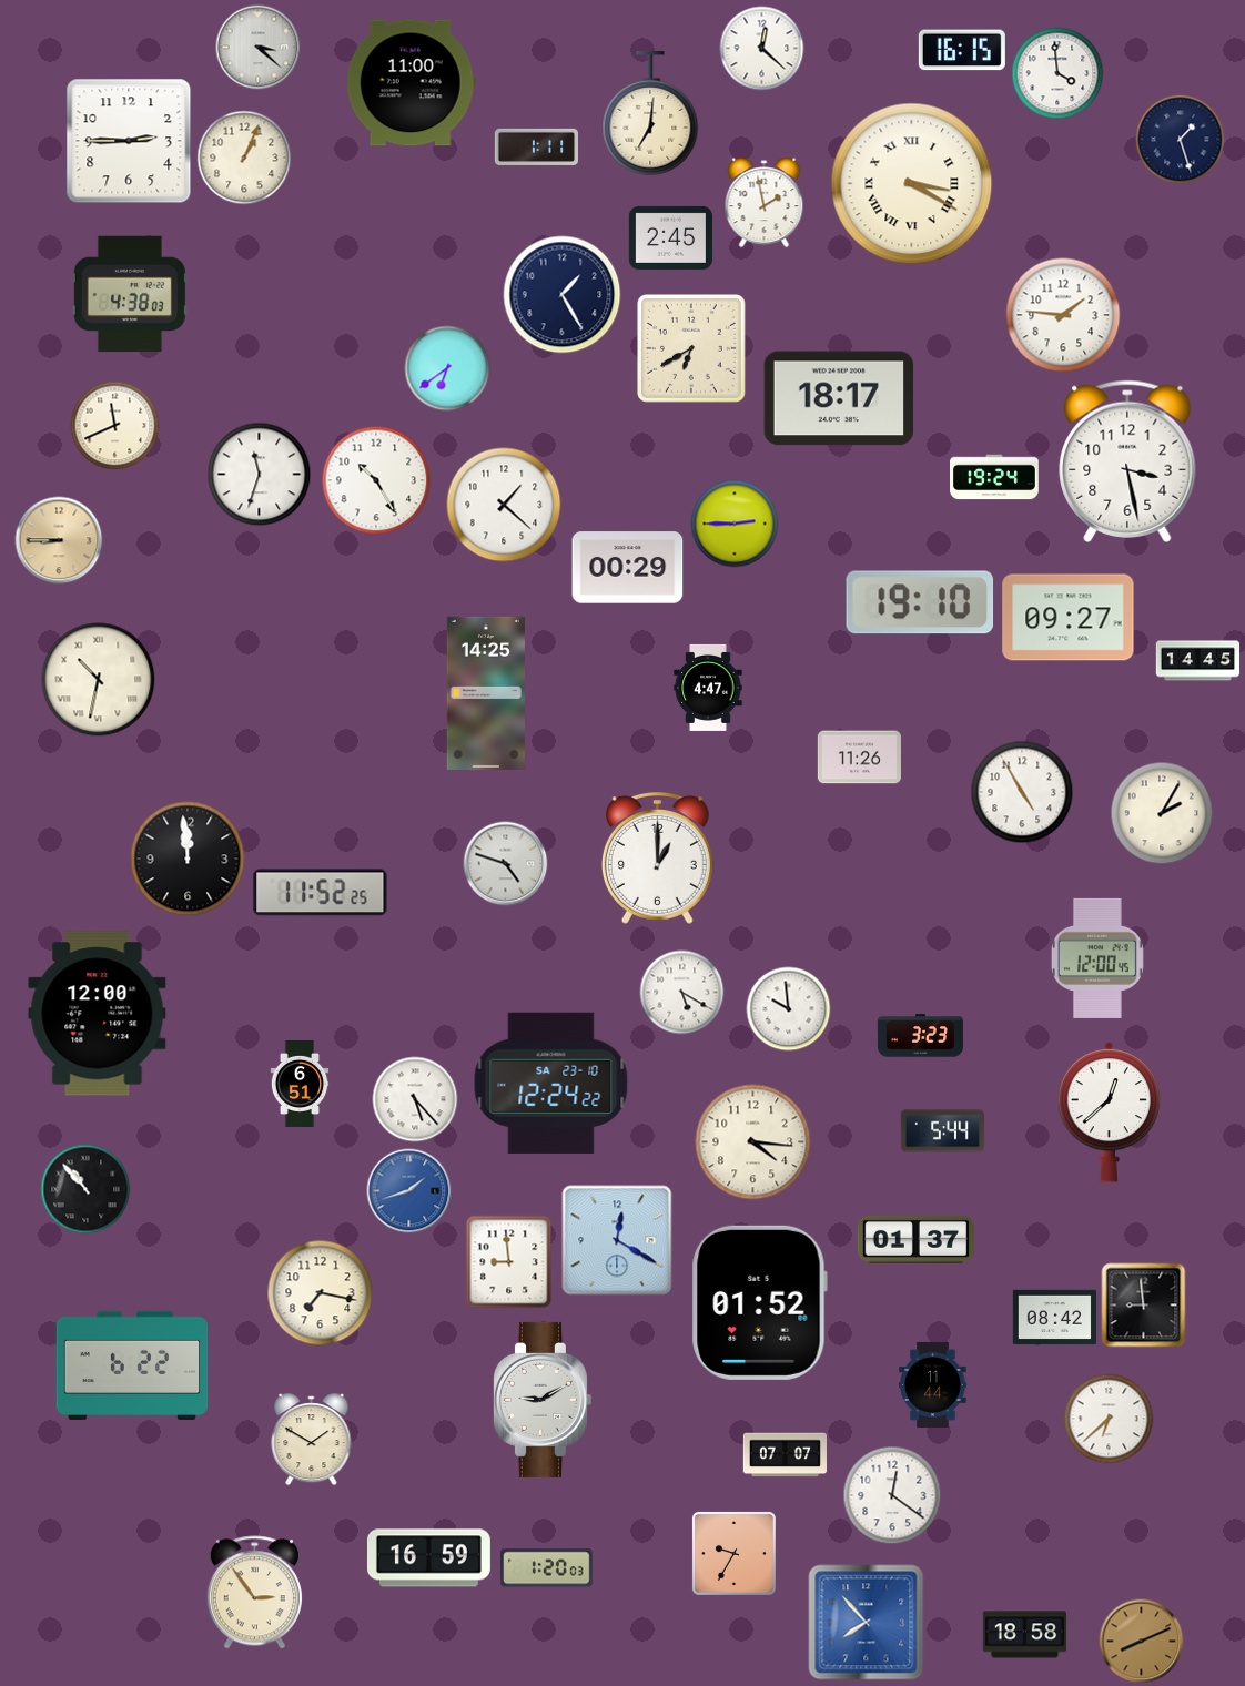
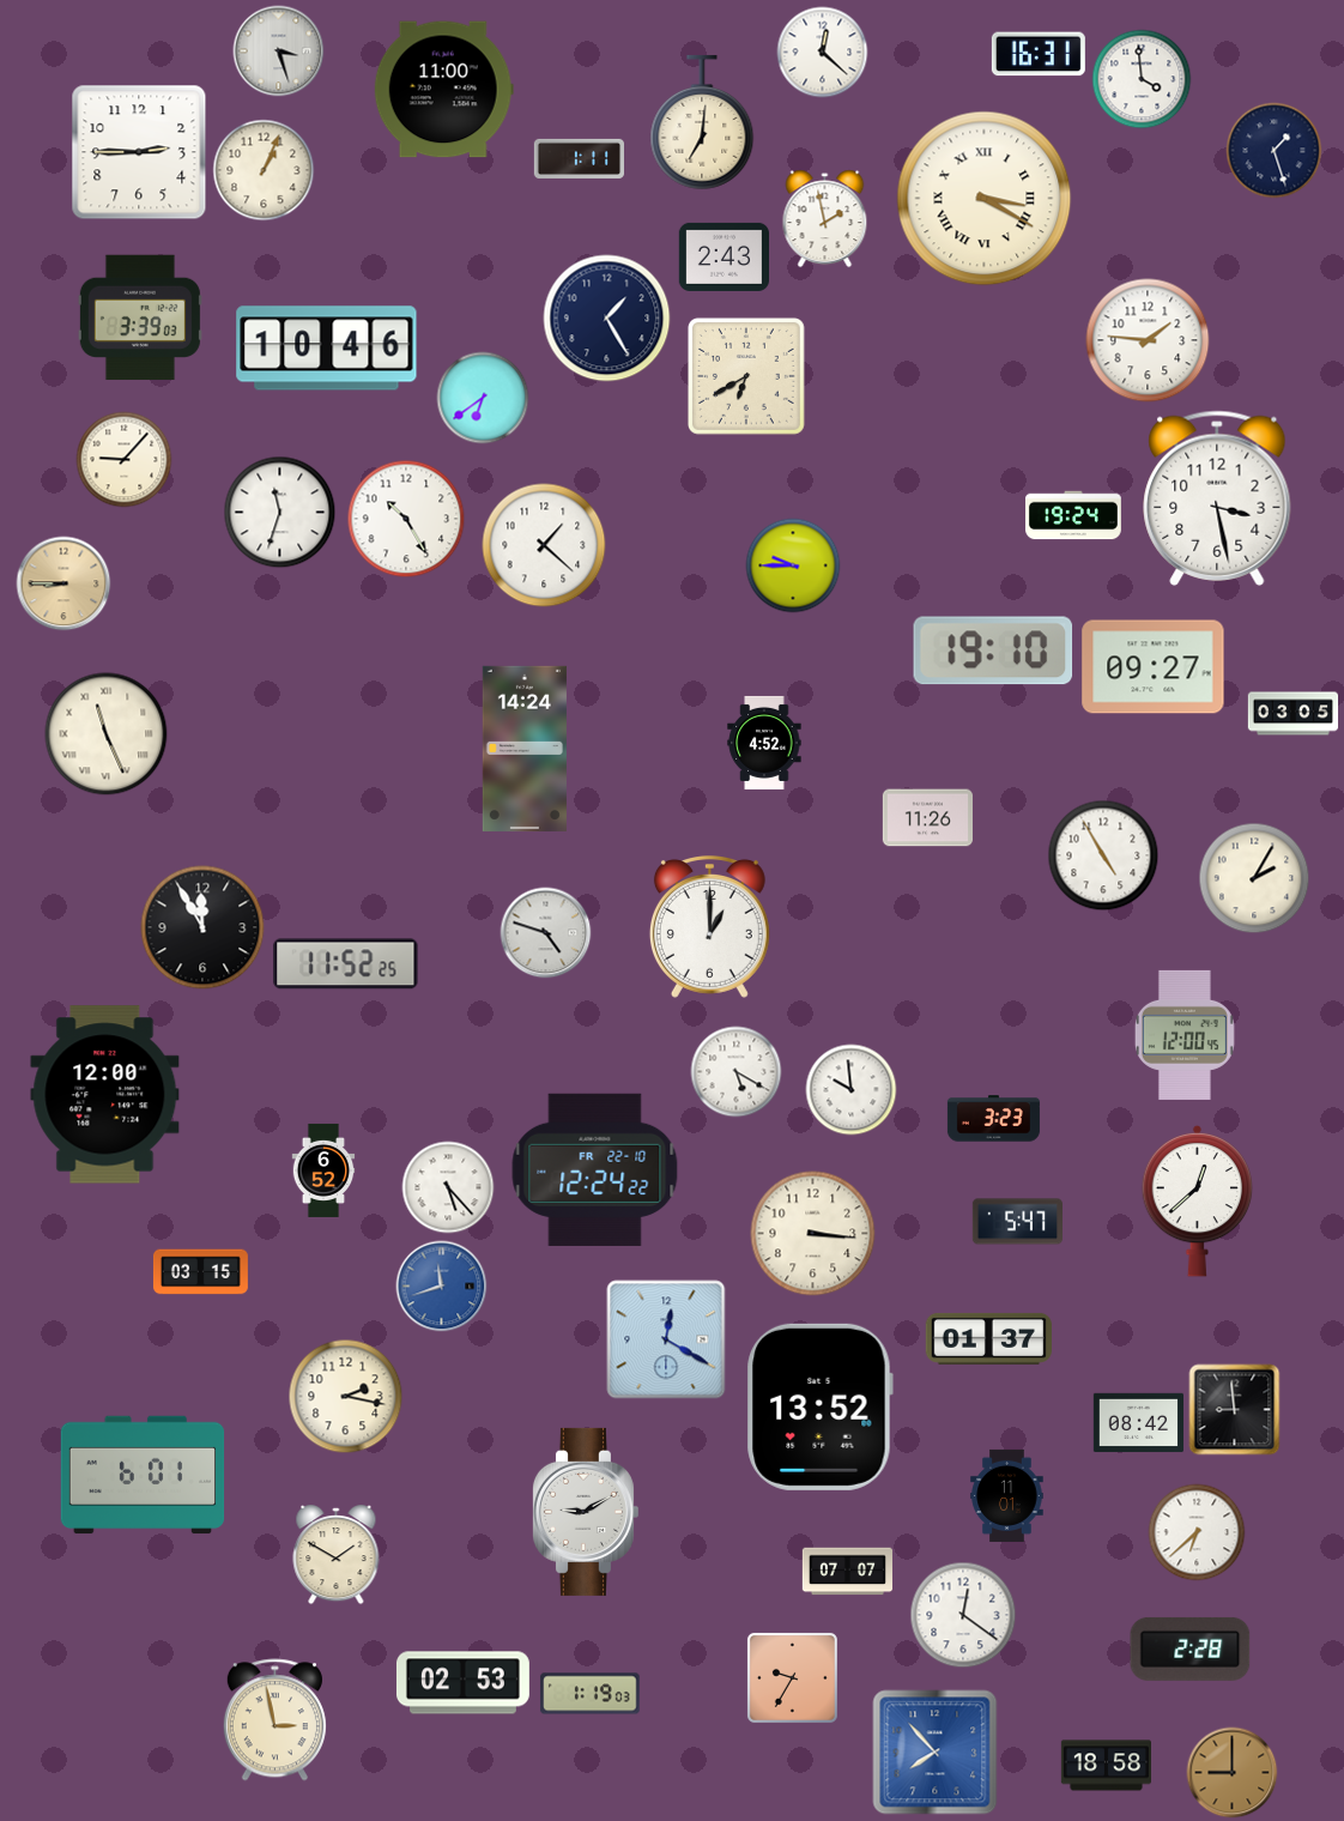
clock at (259, 48): 3:22 -> 3:27
clock at (962, 50): 16:15 -> 16:31
clock at (670, 237): 2:45 -> 2:43
clock at (130, 294): 4:38 -> 3:39
clock at (327, 349): none -> 10:46
clock at (839, 398): 18:17 -> none
clock at (115, 426): 11:41 -> 9:07
clock at (735, 524): 2:45 -> 9:45
clock at (628, 568): 00:29 -> none
clock at (1198, 661): 14:45 -> 03:05
clock at (99, 680): 10:32 -> 11:26
clock at (708, 688): 4:47 -> 4:52
clock at (486, 693): 14:25 -> 14:24
clock at (188, 859): 11:59 -> 11:55
clock at (551, 1083) date: SA 23-10 -> FR 22-10
clock at (300, 1084): 6:51 -> 6:52
clock at (942, 1131): 5:44 -> 5:47
clock at (753, 1142): 4:16 -> 3:16
clock at (200, 1272): none -> 03:15
clock at (85, 1189): 10:53 -> none
clock at (409, 1191): 1:42 -> 11:42
clock at (509, 1262): 8:59 -> none
clock at (321, 1293): 7:17 -> 2:17
clock at (759, 1302): 01:52 -> 13:52
clock at (132, 1365): 6:22 -> 6:01
clock at (933, 1384): 11:44 -> 11:01
clock at (1191, 1648): none -> 2:28
clock at (428, 1558): 16:59 -> 02:53
clock at (547, 1568): 1:20 -> 1:19
clock at (254, 1593): 2:54 -> 2:58
clock at (1142, 1642): 8:11 -> 9:00
